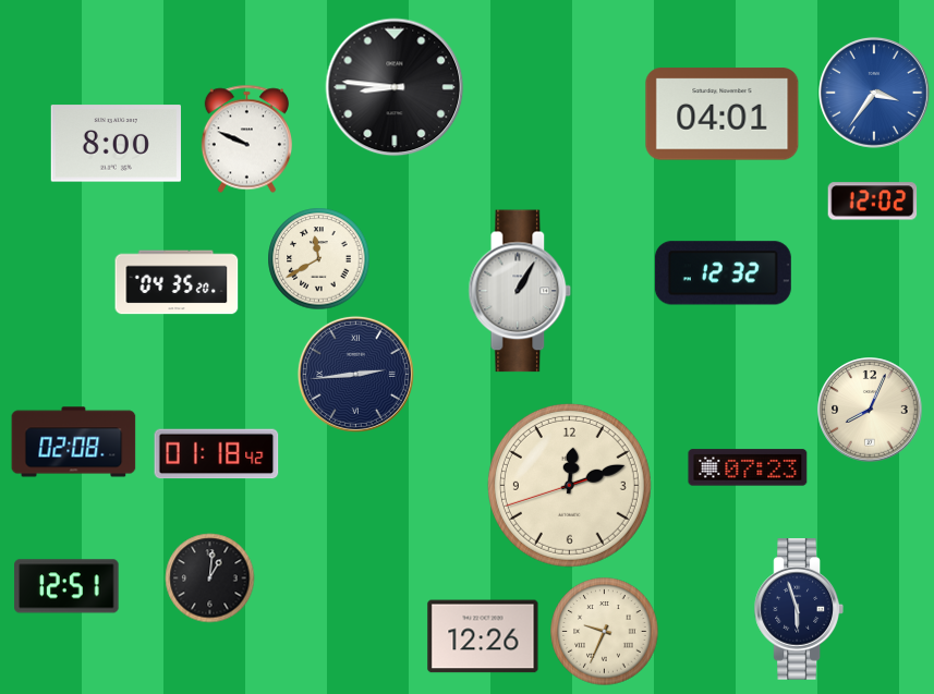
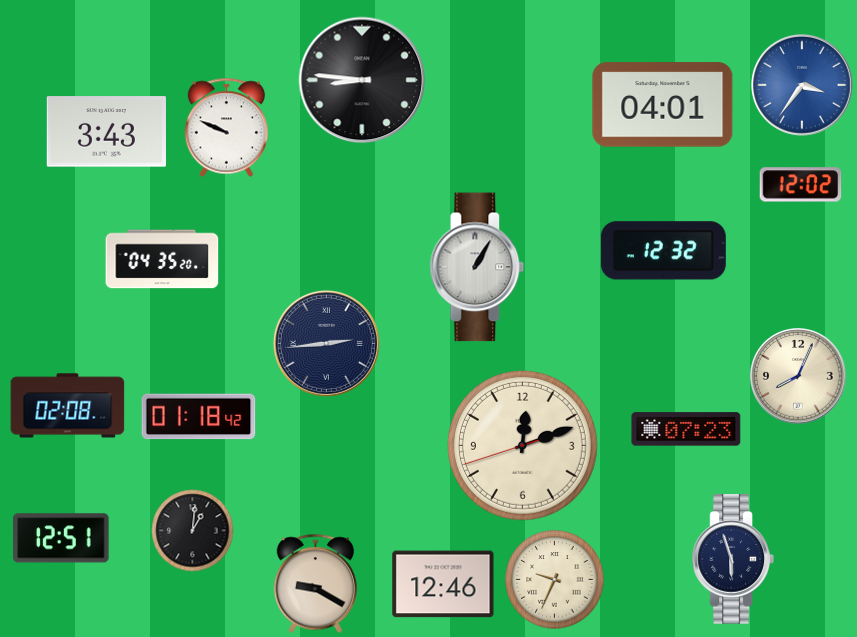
clock at (116, 144): 8:00 -> 3:43
clock at (319, 259): 11:40 -> none
clock at (315, 584): none -> 9:20
clock at (483, 636): 12:26 -> 12:46
